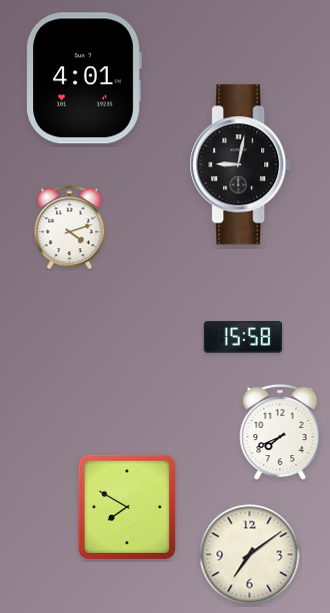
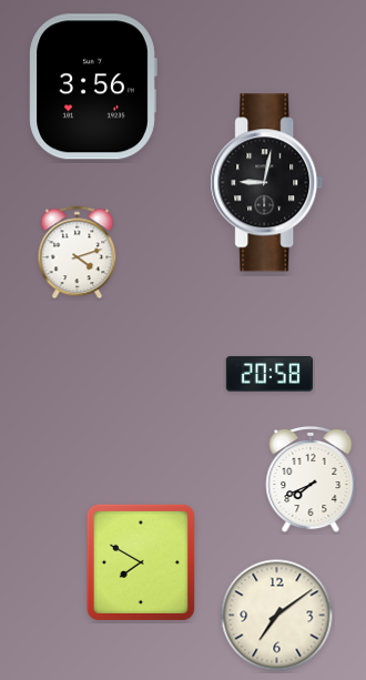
clock at (84, 78): 4:01 -> 3:56
clock at (242, 337): 15:58 -> 20:58
